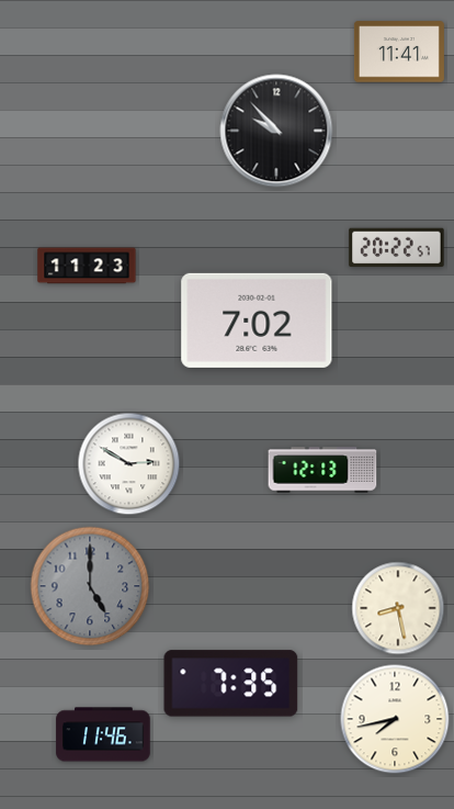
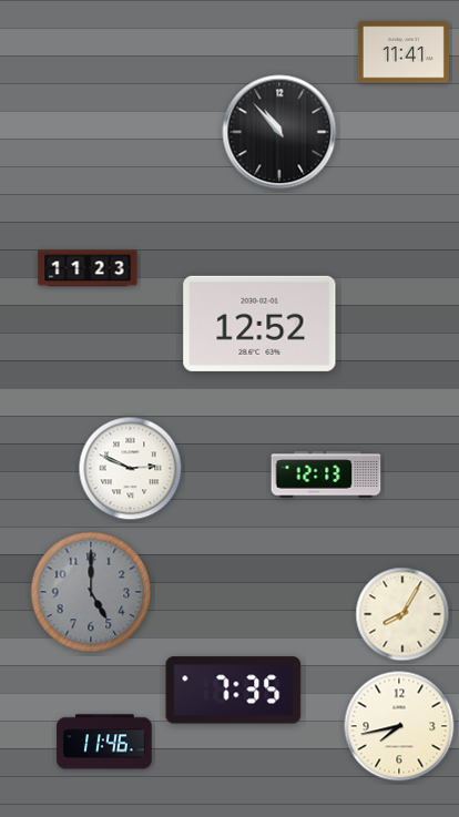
clock at (276, 131): 9:53 -> 10:53
clock at (397, 248): 20:22 -> none
clock at (257, 321): 7:02 -> 12:52
clock at (129, 464): 2:50 -> 2:49
clock at (398, 608): 8:28 -> 8:05
